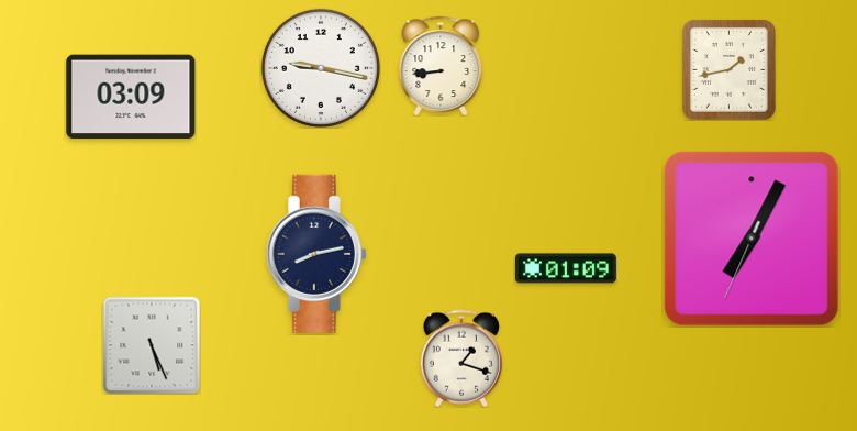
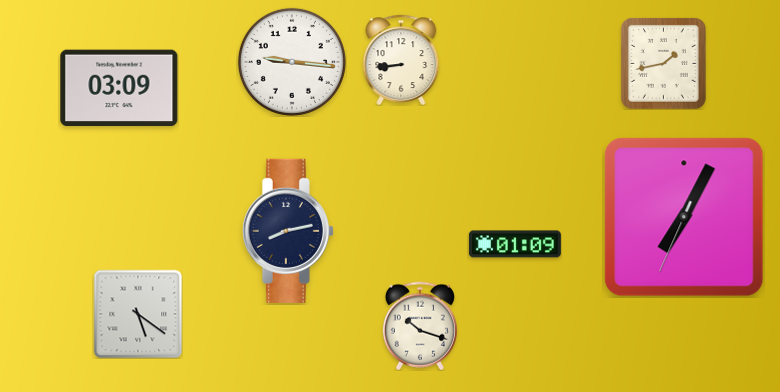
clock at (321, 68): 9:17 -> 9:16
clock at (152, 345): 5:26 -> 5:21
clock at (461, 358): 1:18 -> 10:18
